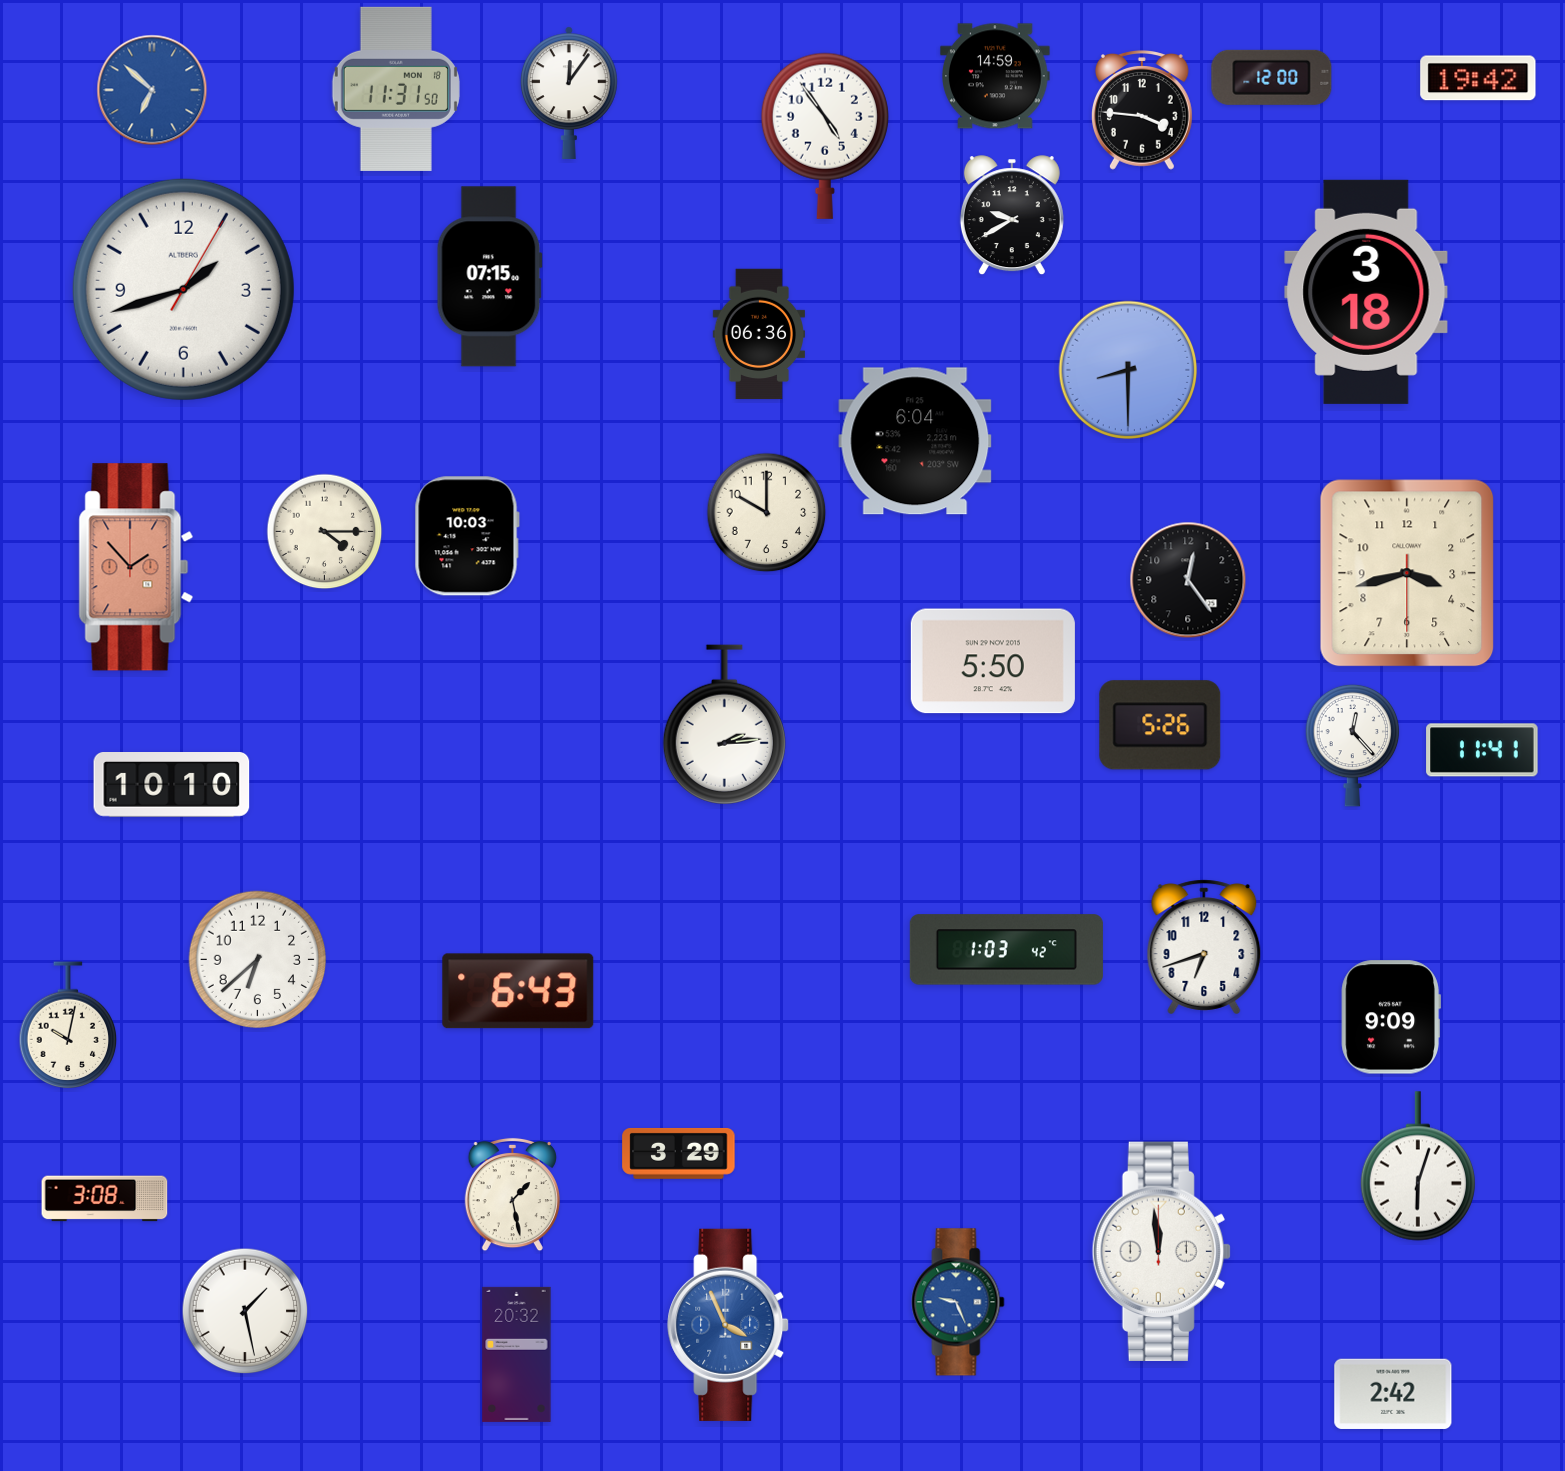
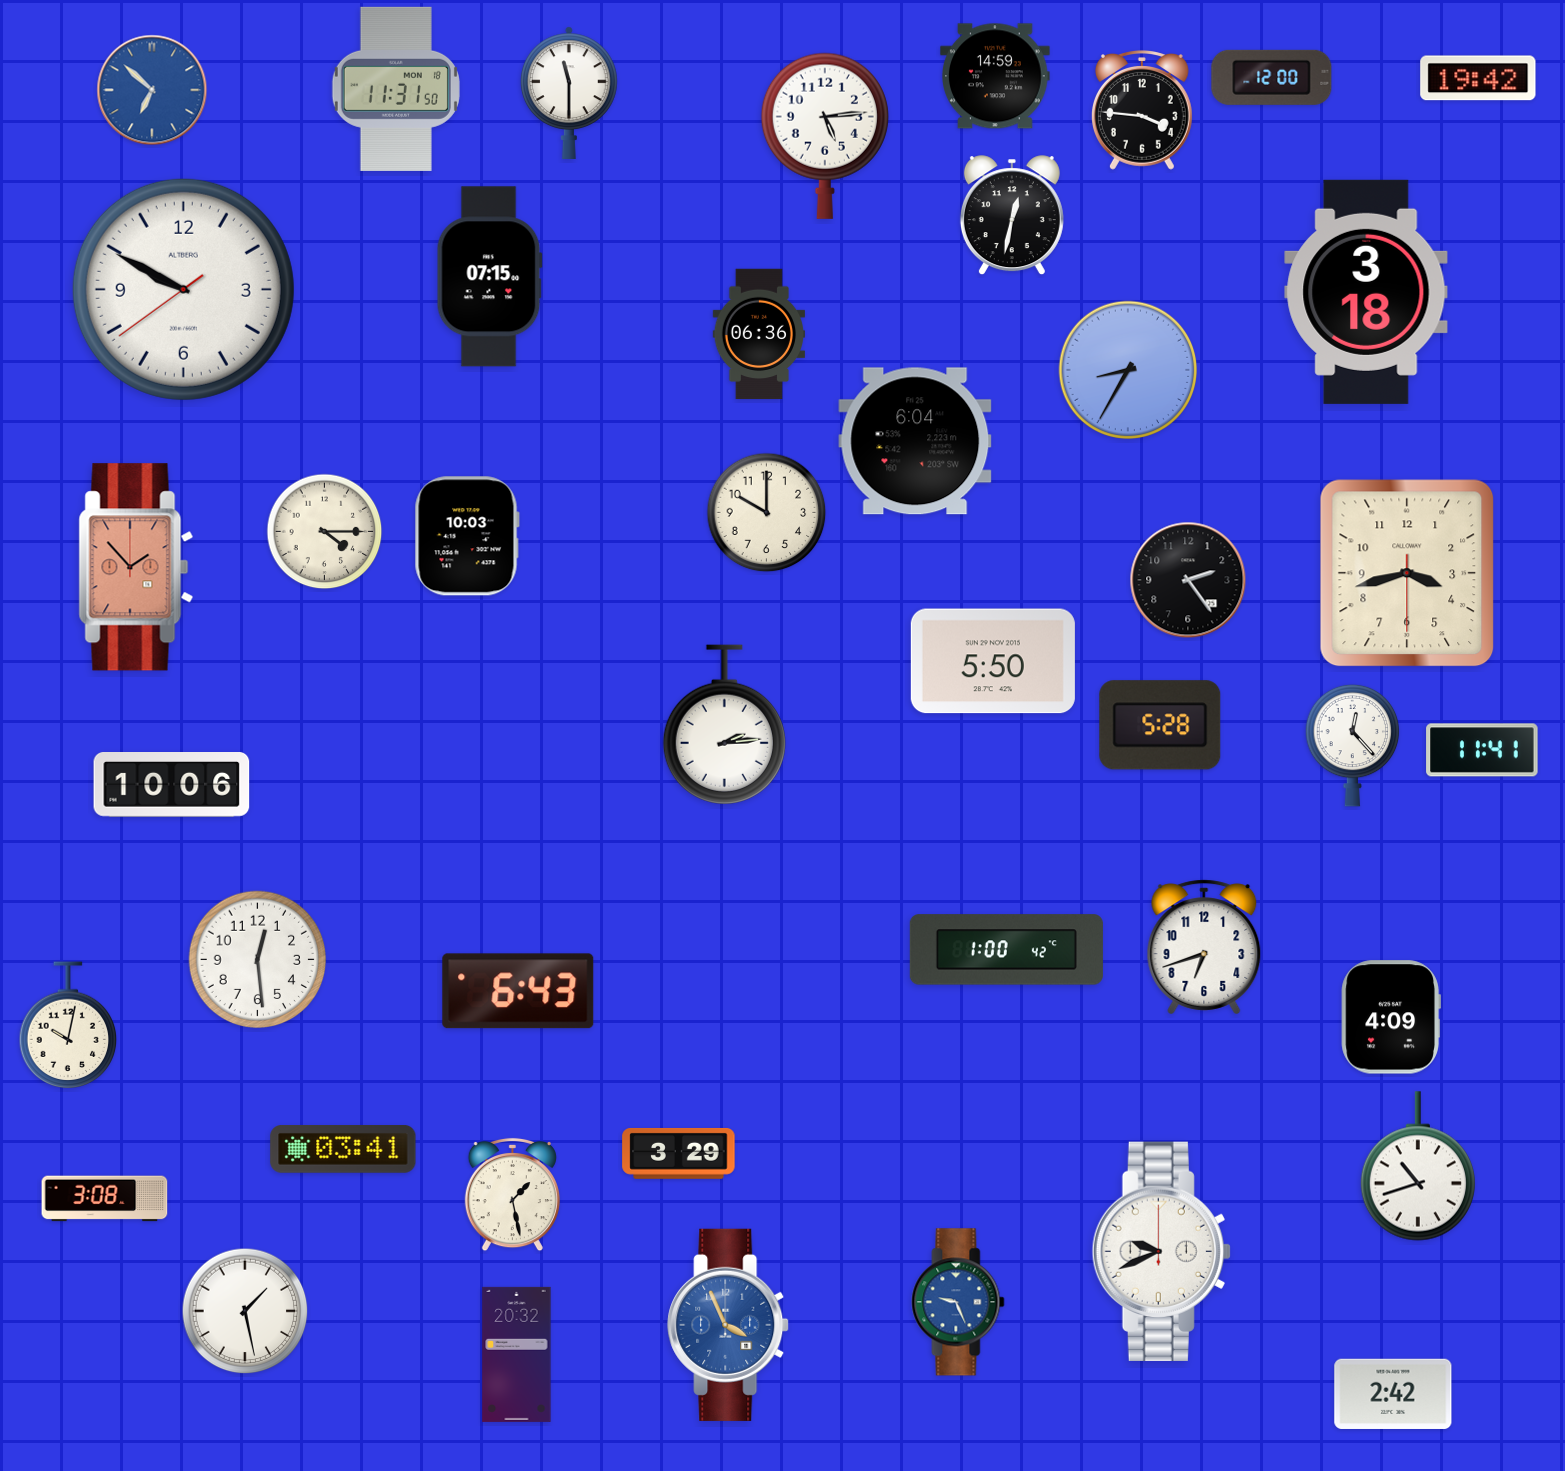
clock at (569, 93): 12:06 -> 11:30
clock at (825, 136): 4:54 -> 5:14
clock at (1012, 216): 9:40 -> 12:32
clock at (183, 289): 1:42 -> 9:49
clock at (1128, 370): 8:30 -> 8:35
clock at (1188, 580): 12:24 -> 2:24
clock at (1160, 725): 5:26 -> 5:28
clock at (172, 785): 10:10 -> 10:06
clock at (1006, 950): 1:03 -> 1:00
clock at (258, 960): 6:38 -> 12:29
clock at (1391, 1017): 9:09 -> 4:09
clock at (343, 1150): none -> 03:41
clock at (1418, 1166): 6:03 -> 10:42
clock at (1161, 1251): 11:59 -> 9:41
